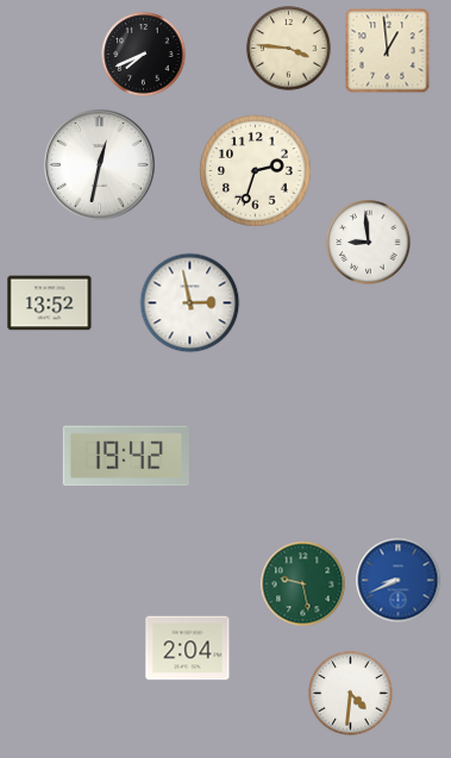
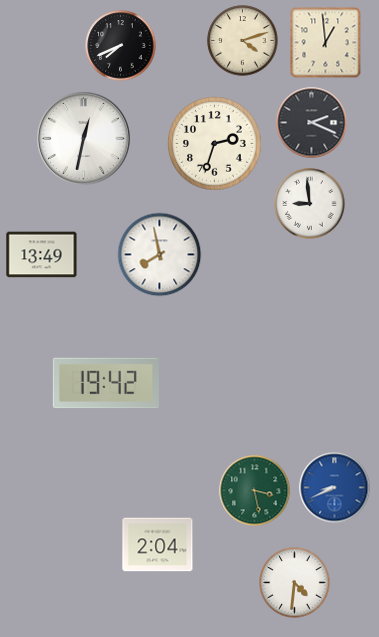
clock at (289, 49): 3:46 -> 4:12
clock at (312, 123): none -> 2:19
clock at (50, 303): 13:52 -> 13:49
clock at (190, 303): 2:58 -> 7:58
clock at (303, 584): 9:28 -> 3:28
